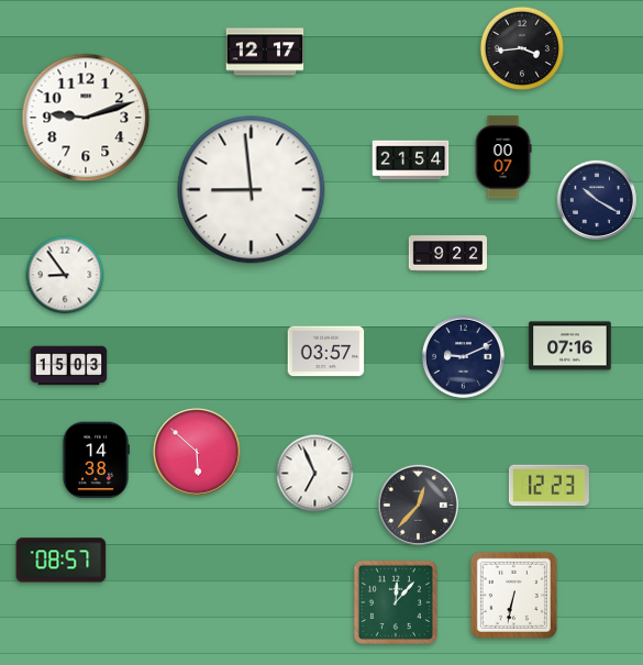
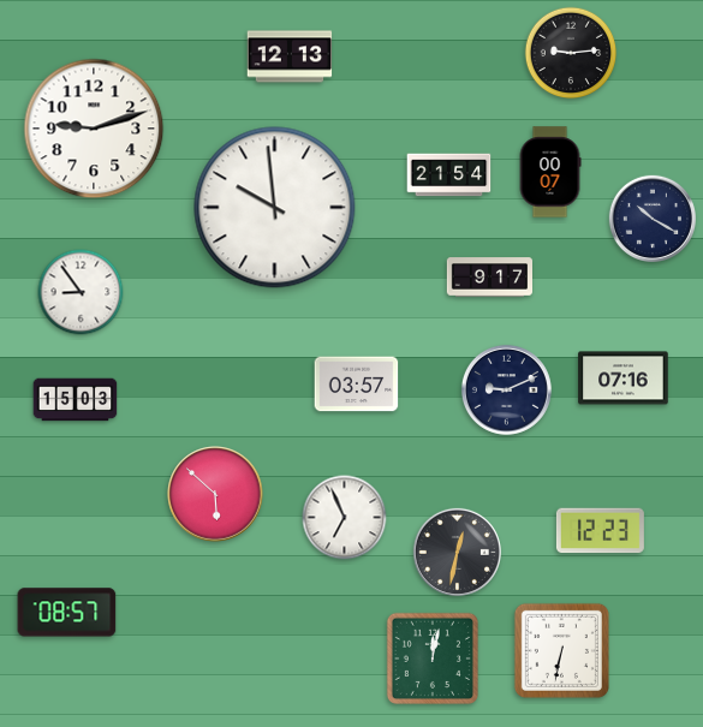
clock at (522, 48): 3:44 -> 9:14
clock at (265, 52): 12:17 -> 12:13
clock at (252, 190): 8:59 -> 9:59
clock at (448, 254): 9:22 -> 9:17
clock at (65, 275) position: (65, 275) -> (81, 292)
clock at (96, 461): 14:38 -> none
clock at (418, 505): 12:37 -> 12:32
clock at (396, 602): 12:07 -> 12:02
